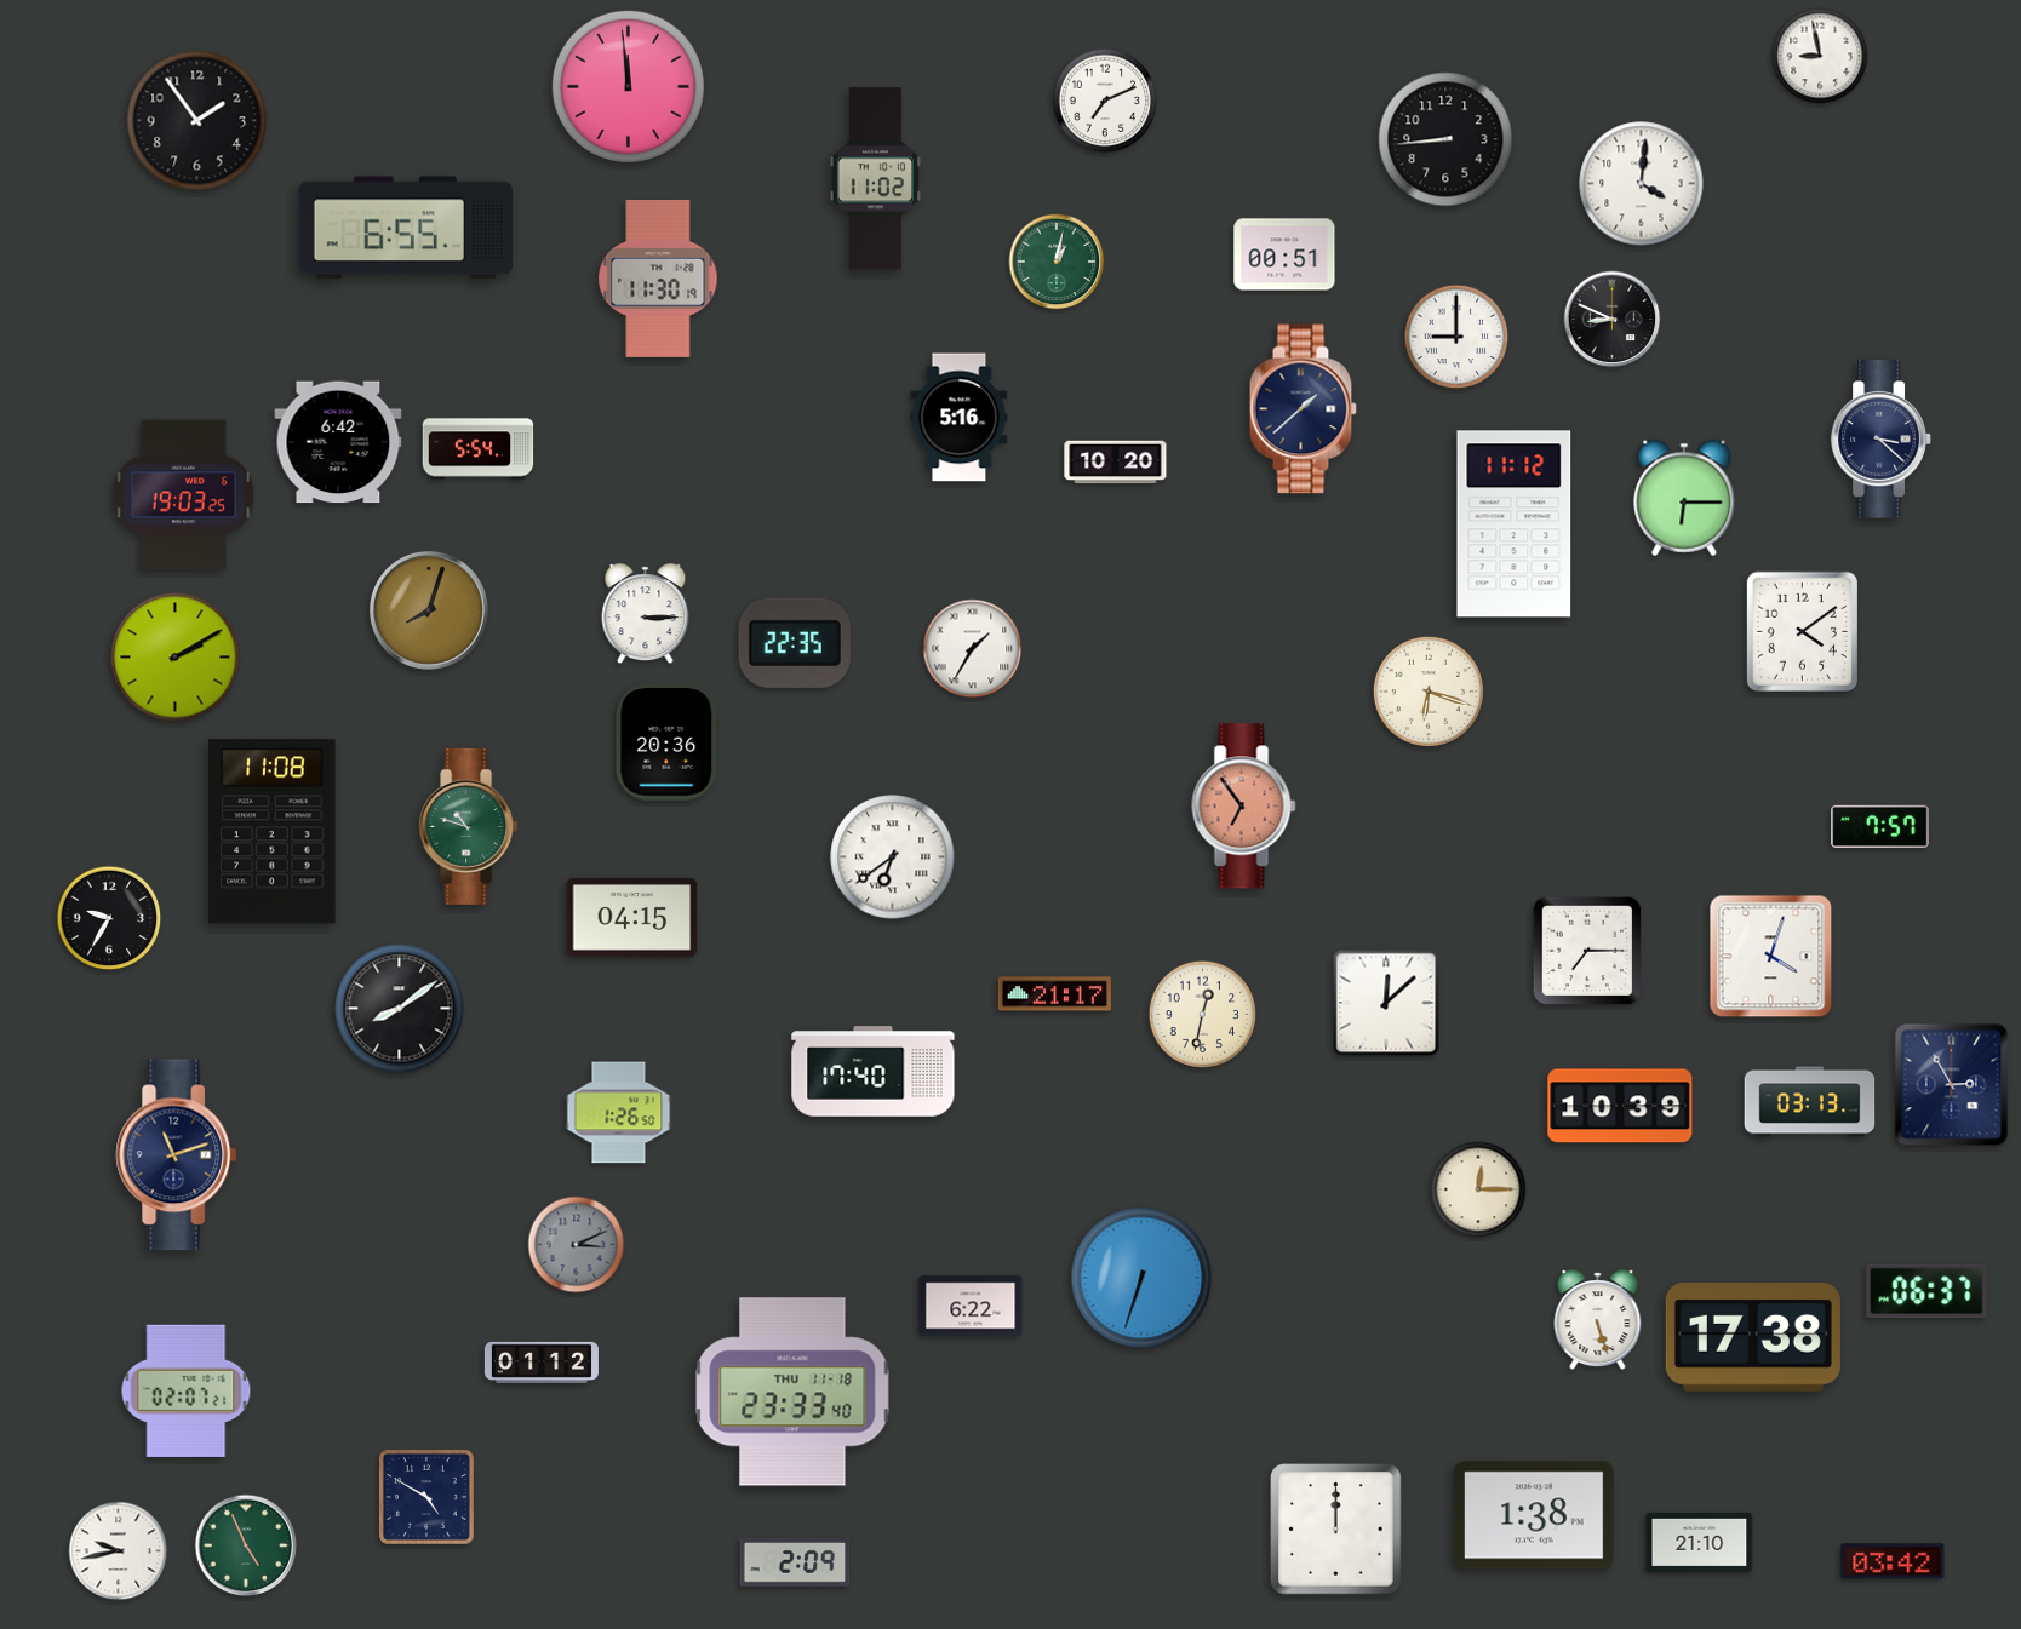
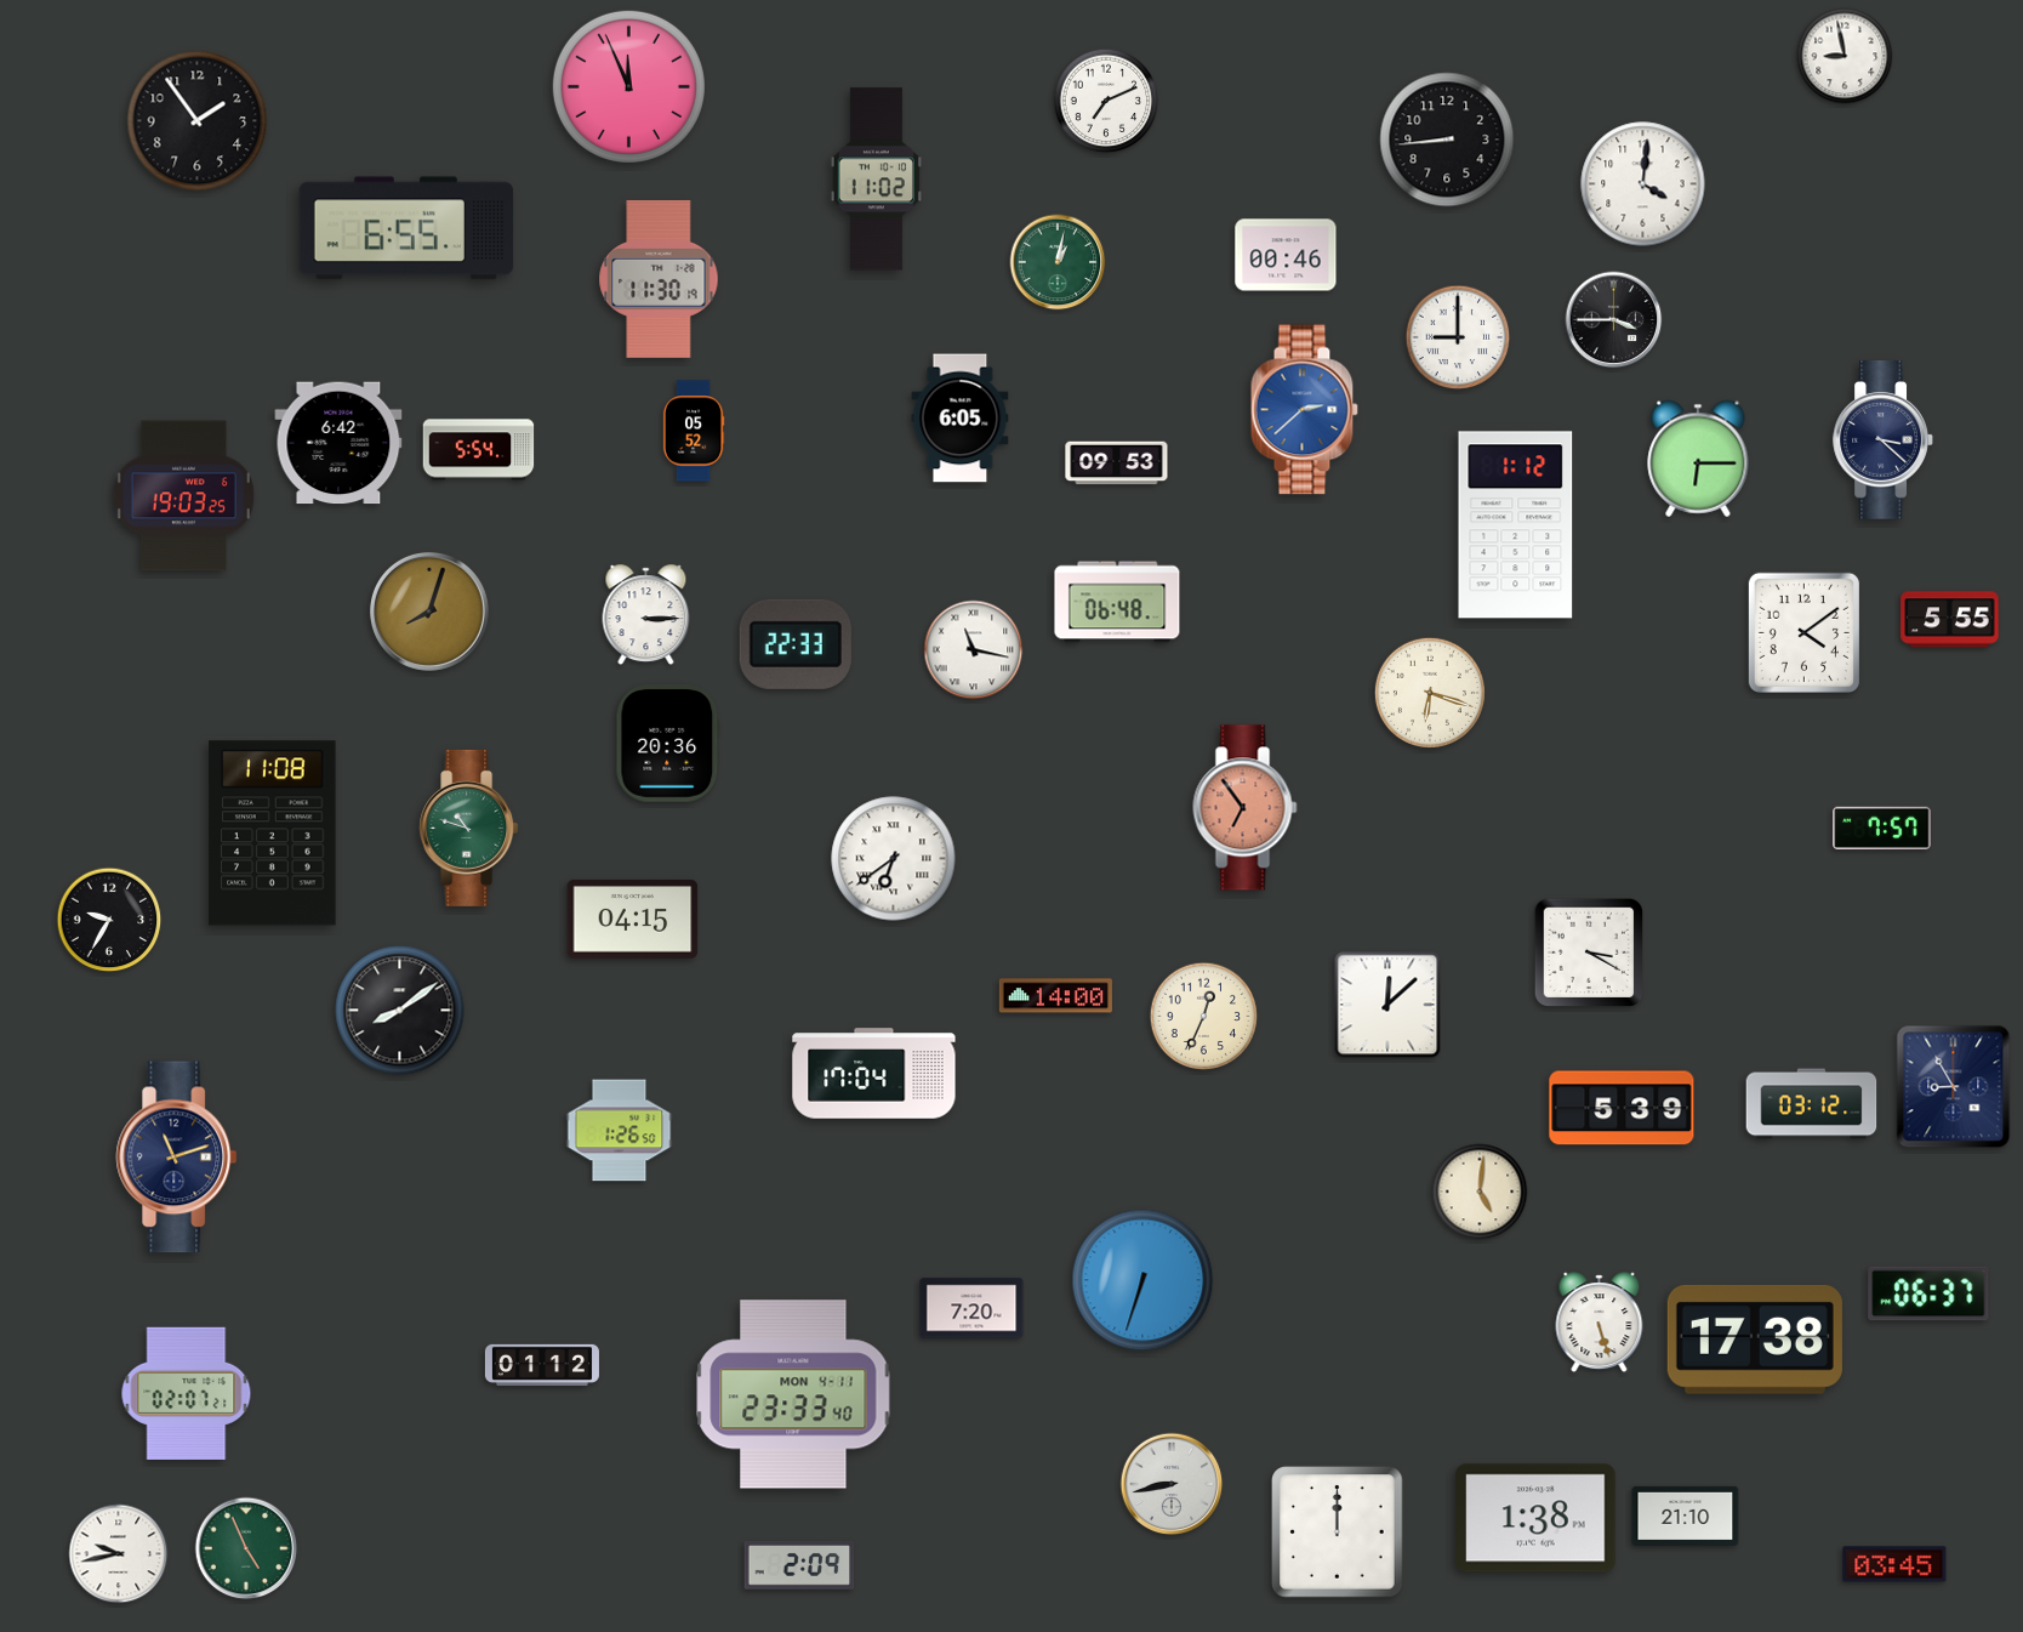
clock at (1820, 56) position: (1820, 56) -> (1845, 56)
clock at (628, 86): 11:59 -> 11:56
clock at (1284, 254): 00:51 -> 00:46
clock at (1613, 320): 8:49 -> 3:45
clock at (1303, 409): 1:38 -> 2:38
clock at (1303, 409) dial: navy -> blue
clock at (960, 418): 5:16 -> 6:05
clock at (694, 431): none -> 05:52
clock at (1116, 463): 10:20 -> 09:53
clock at (1684, 498) position: (1684, 498) -> (1698, 459)
clock at (1515, 524): 11:12 -> 1:12
clock at (1117, 602): none -> 06:48
clock at (1950, 620): none -> 5:55
clock at (795, 643): 22:35 -> 22:33
clock at (973, 649): 1:35 -> 11:17
clock at (176, 658): 2:10 -> none
clock at (1587, 951): 7:15 -> 3:20
clock at (1771, 957): 4:03 -> none
clock at (1054, 994): 21:17 -> 14:00
clock at (1202, 1014): 12:32 -> 12:34
clock at (874, 1072): 17:40 -> 17:04
clock at (1952, 1085): 2:55 -> 8:55
clock at (1810, 1102): 03:13 -> 03:12
clock at (1620, 1106): 10:39 -> 5:39
clock at (619, 1113) position: (619, 1113) -> (620, 1131)
clock at (1478, 1189): 12:15 -> 5:01
clock at (577, 1245): 3:11 -> none
clock at (971, 1306): 6:22 -> 7:20
clock at (792, 1392) date: THU 11-18 -> MON 4-11
clock at (1172, 1484): none -> 8:43
clock at (426, 1497): 4:50 -> none
clock at (1700, 1542) position: (1700, 1542) -> (1686, 1516)
clock at (1893, 1561): 03:42 -> 03:45
clock at (795, 1564) position: (795, 1564) -> (799, 1566)
